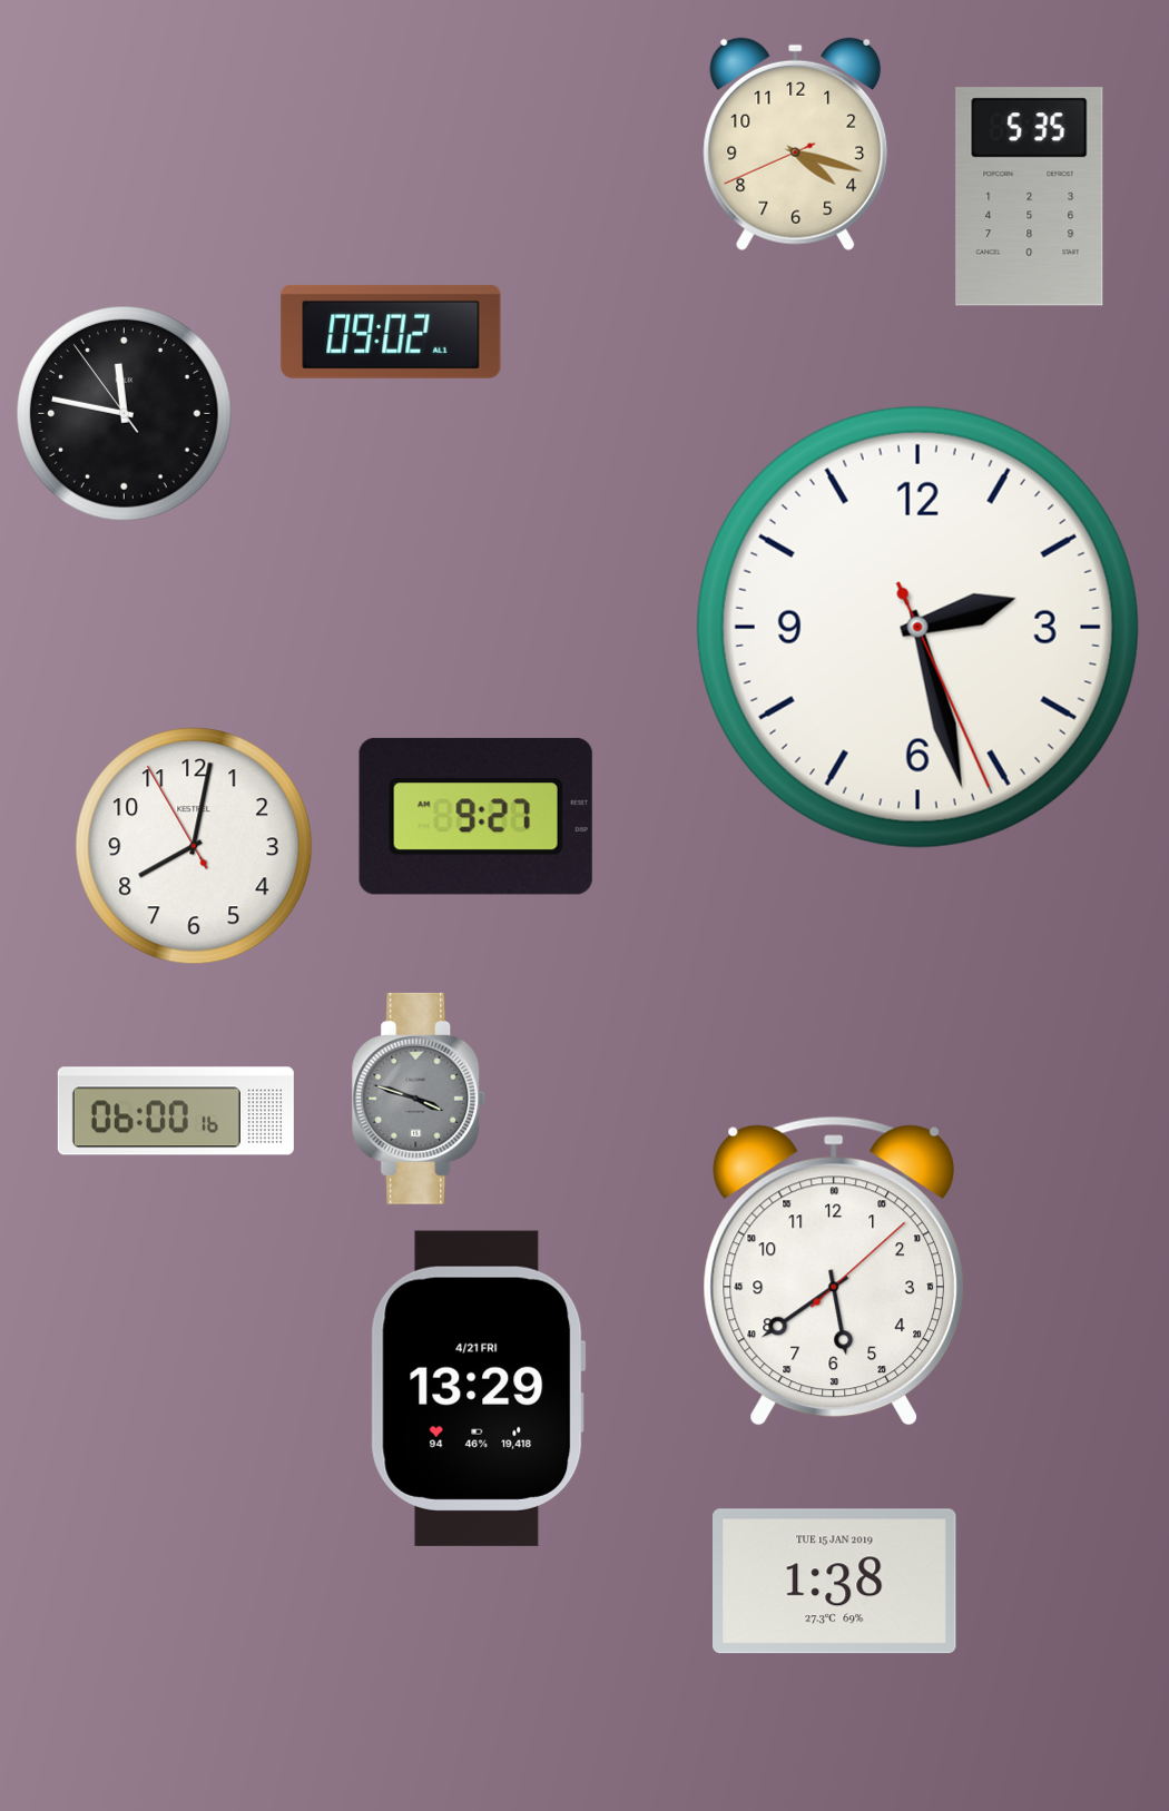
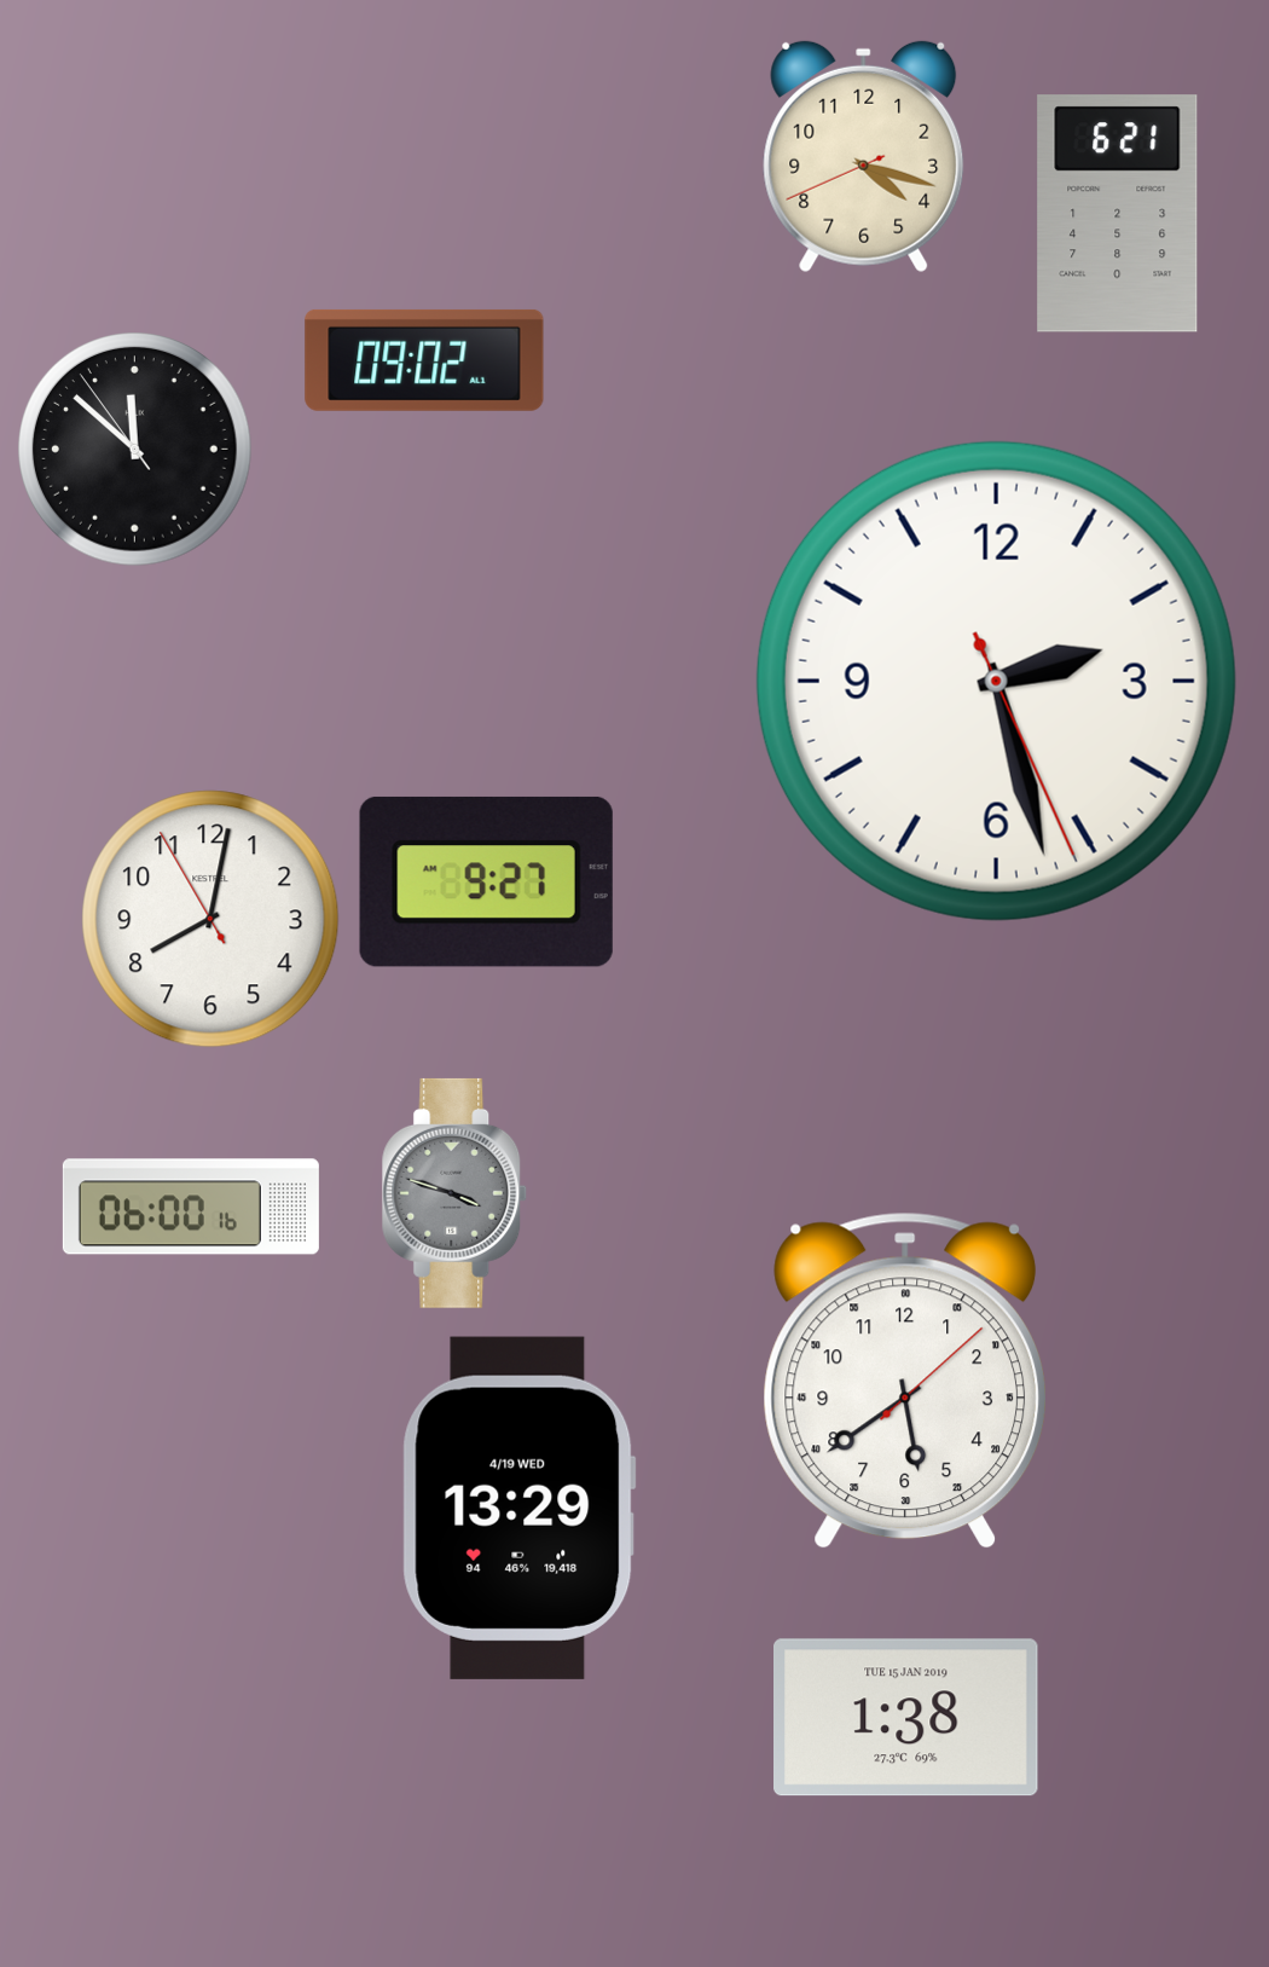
clock at (1030, 197): 5:35 -> 6:21
clock at (125, 414): 11:46 -> 11:51
clock at (475, 816) position: (475, 816) -> (486, 881)
clock at (478, 1388) date: 4/21 FRI -> 4/19 WED
